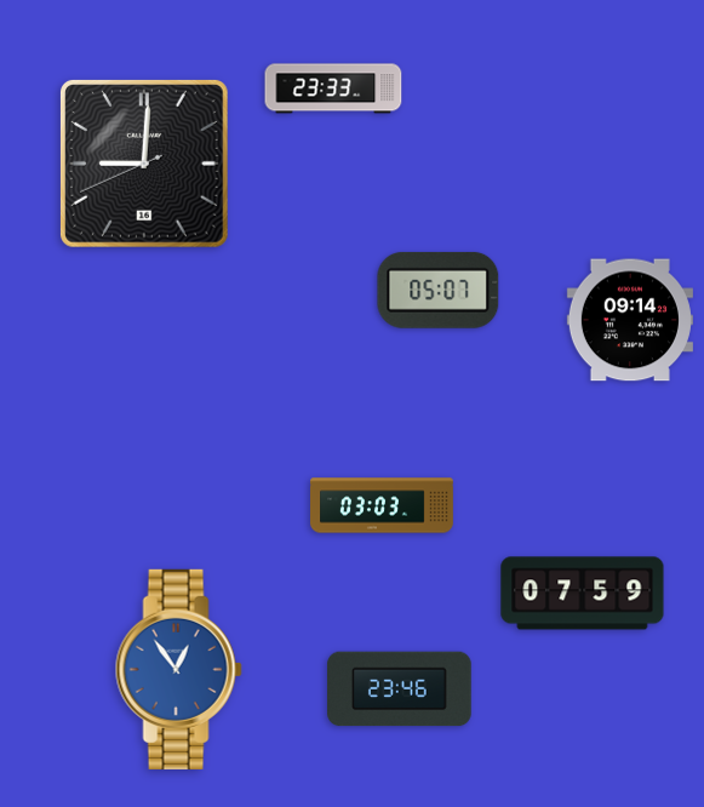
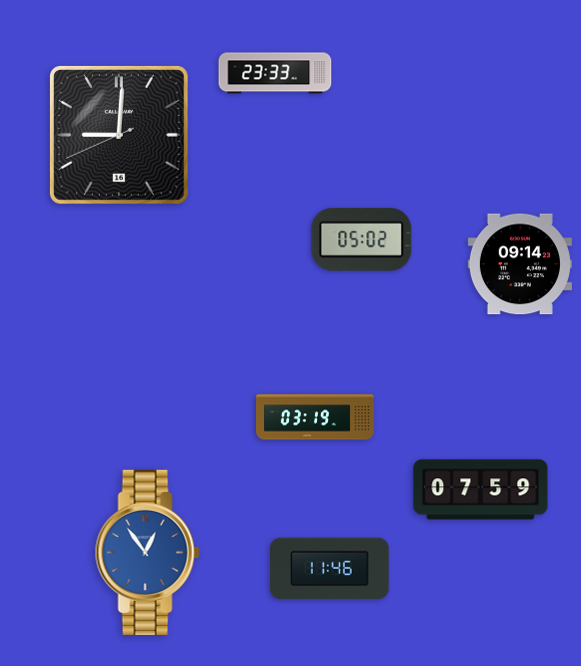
clock at (439, 290): 05:07 -> 05:02
clock at (383, 505): 03:03 -> 03:19
clock at (400, 689): 23:46 -> 11:46
